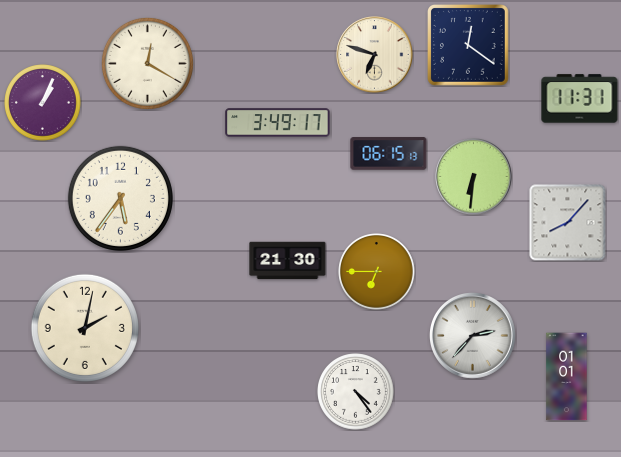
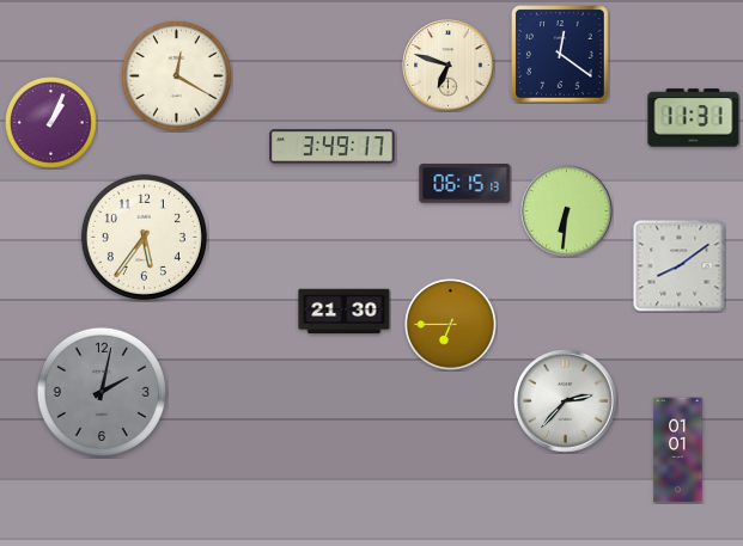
clock at (568, 223): 8:07 -> 8:09
clock at (85, 328) dial: cream -> grey
clock at (356, 392): 4:24 -> none
